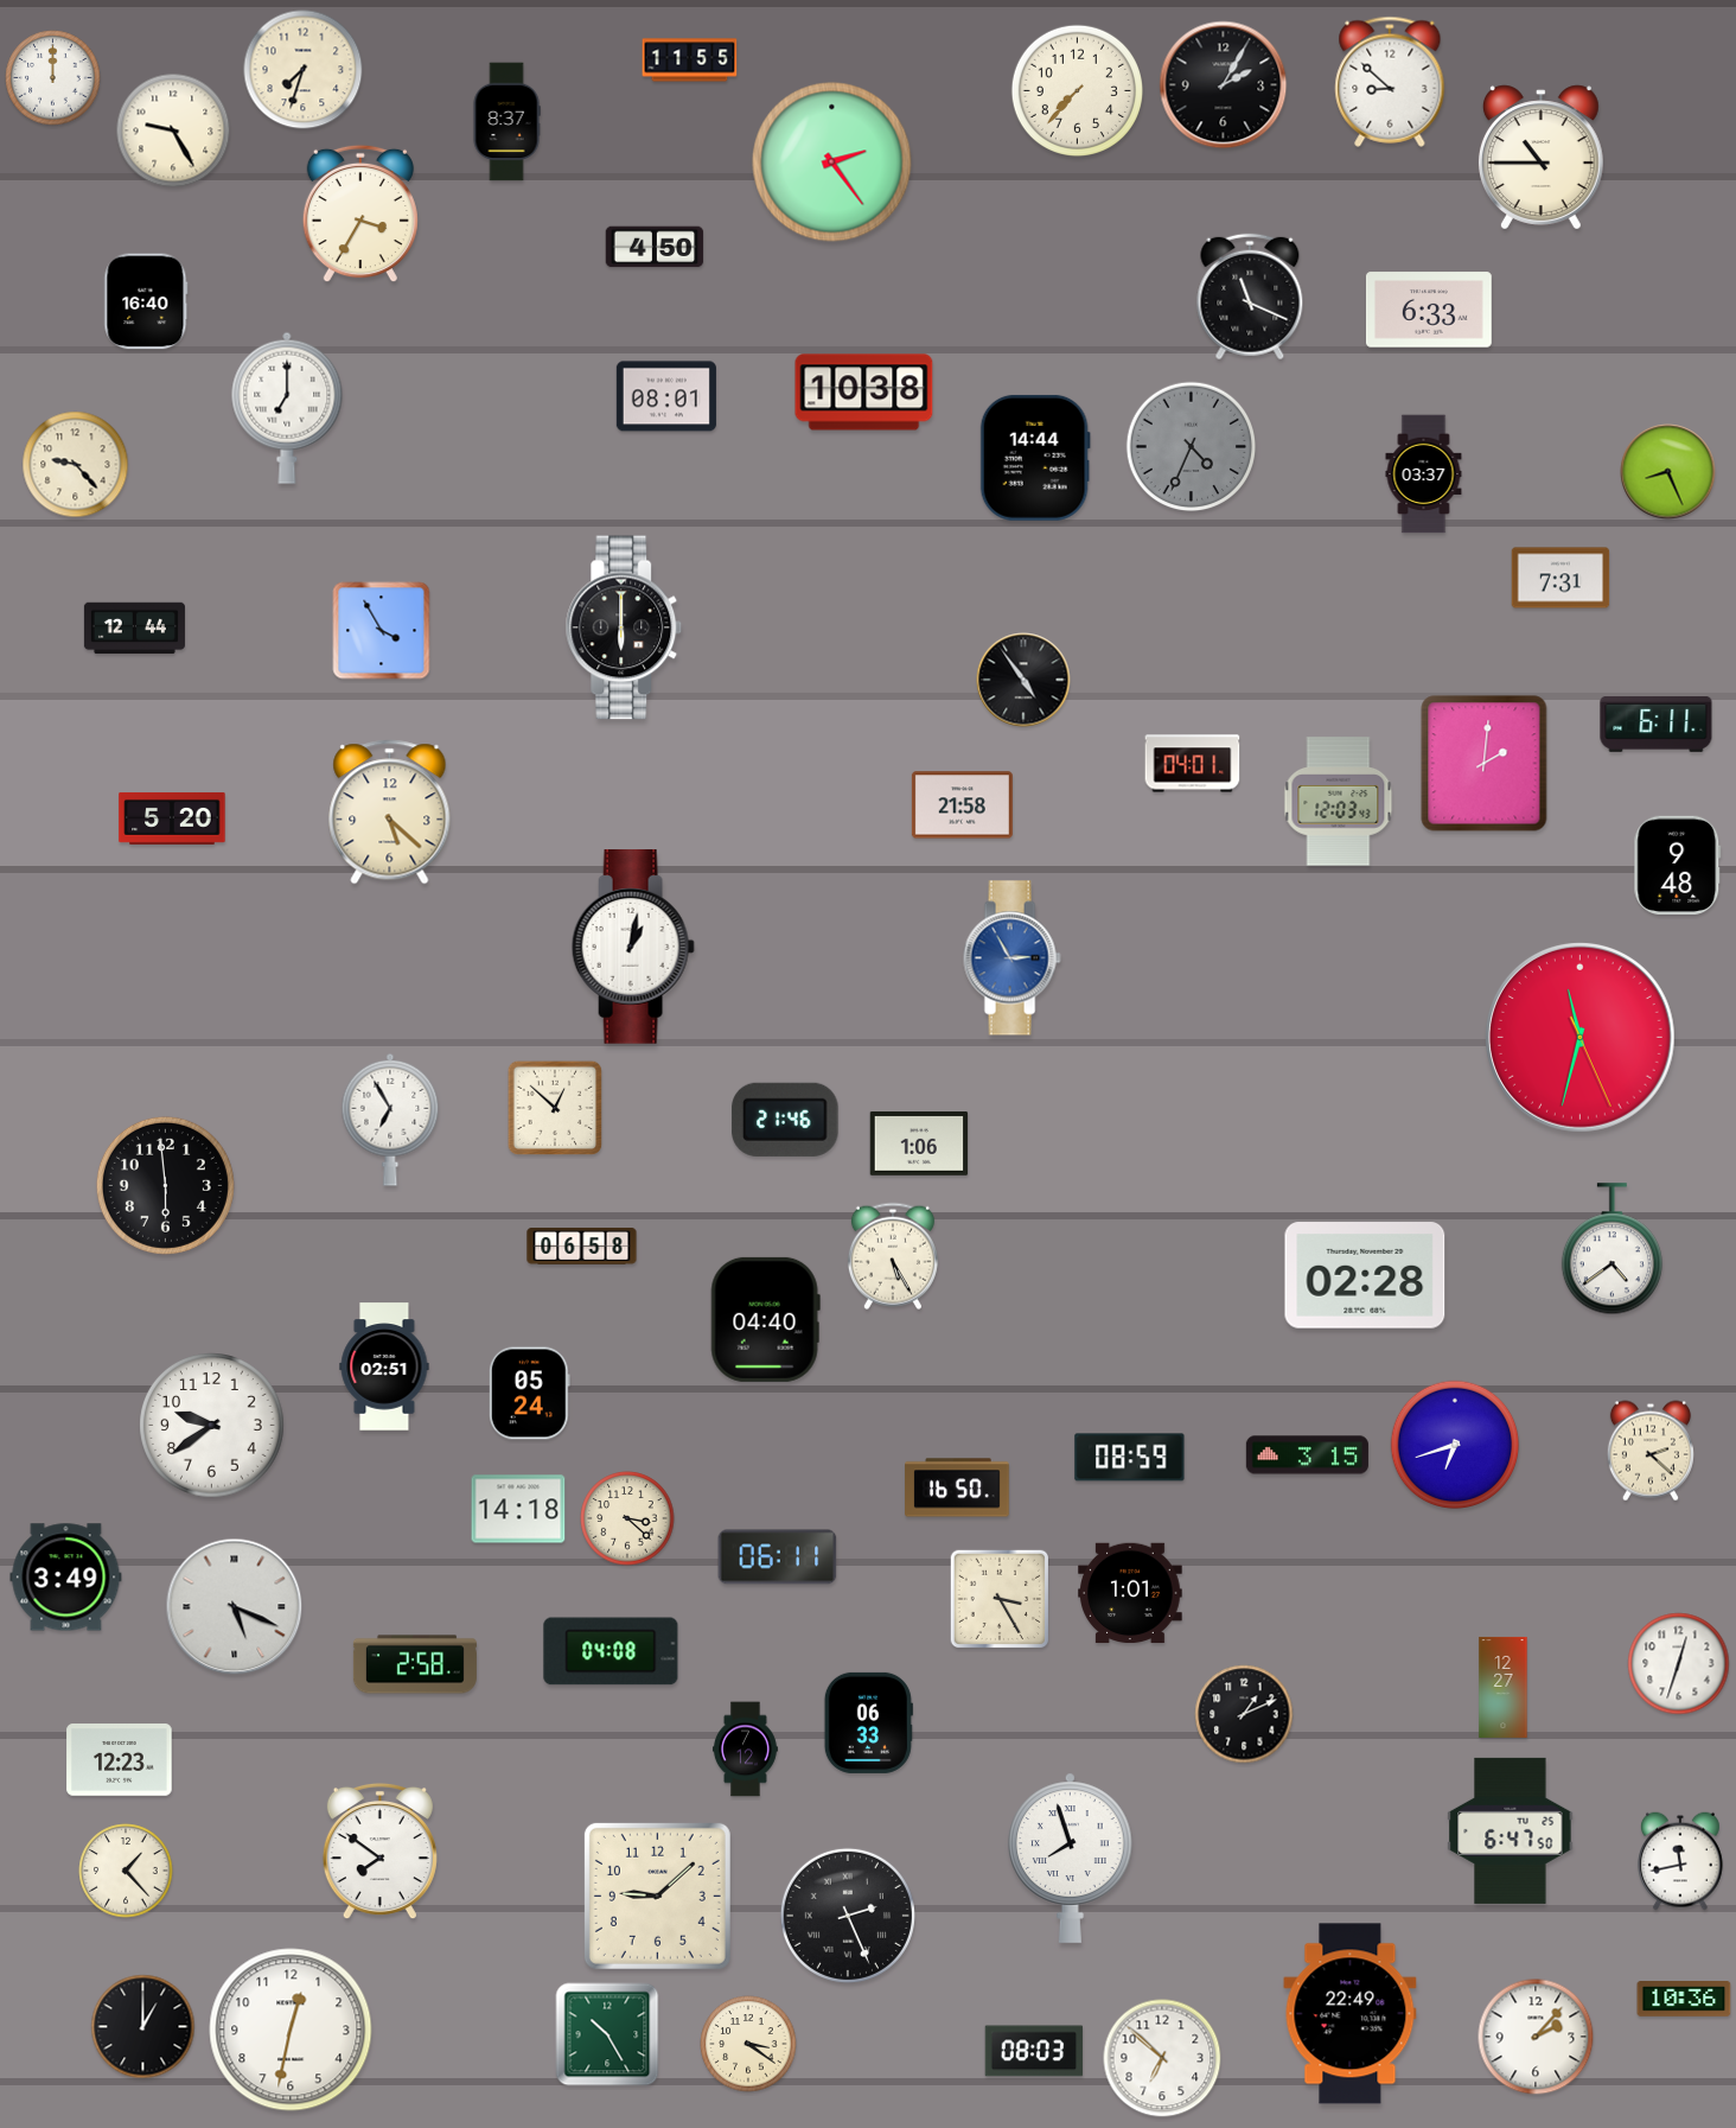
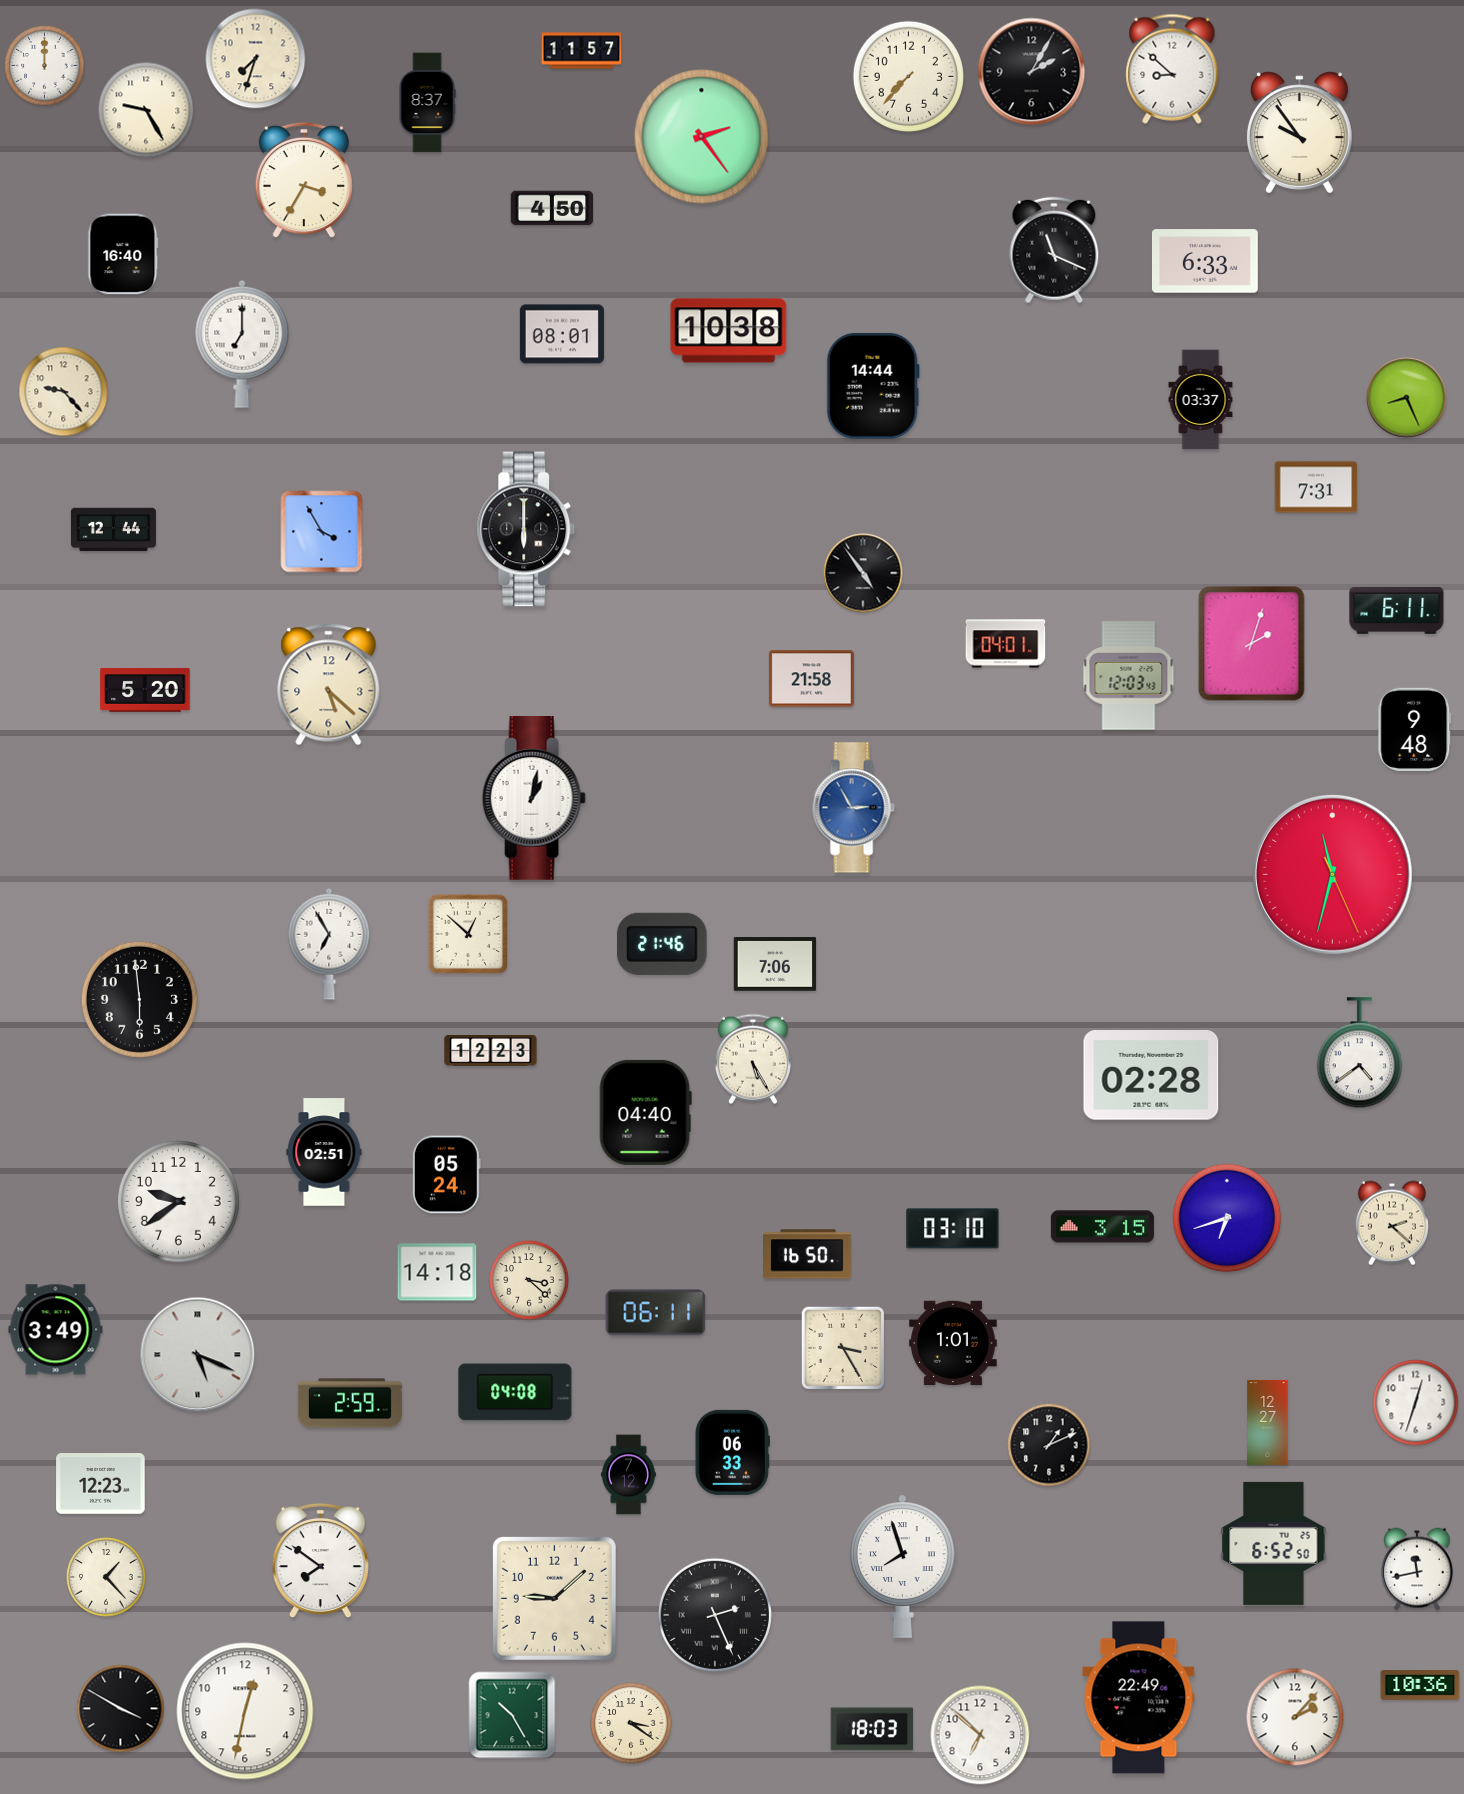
clock at (690, 60): 11:55 -> 11:57
clock at (1540, 158): 10:45 -> 9:54
clock at (1192, 447): 4:34 -> none
clock at (1485, 764): 2:01 -> 2:03
clock at (919, 1145): 1:06 -> 7:06
clock at (582, 1247): 06:58 -> 12:23
clock at (1130, 1458): 08:59 -> 03:10
clock at (415, 1664): 2:58 -> 2:59
clock at (1511, 1830): 6:47 -> 6:52
clock at (143, 2027): 1:00 -> 3:50
clock at (1034, 2051): 08:03 -> 18:03
